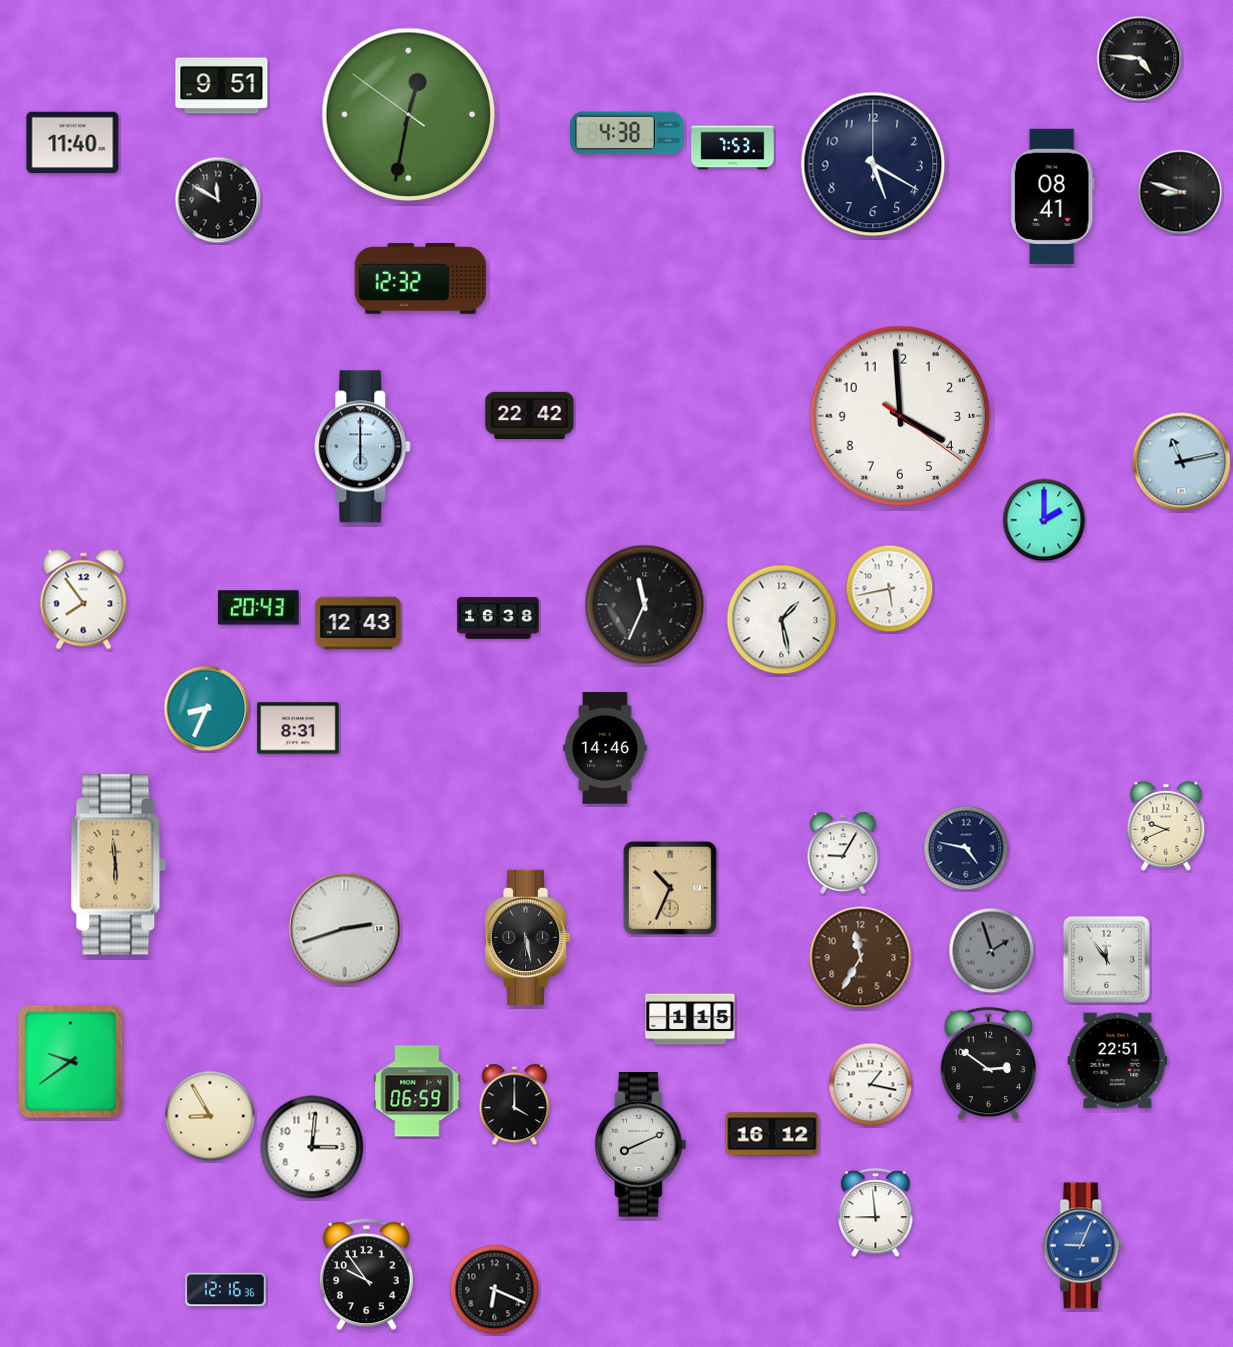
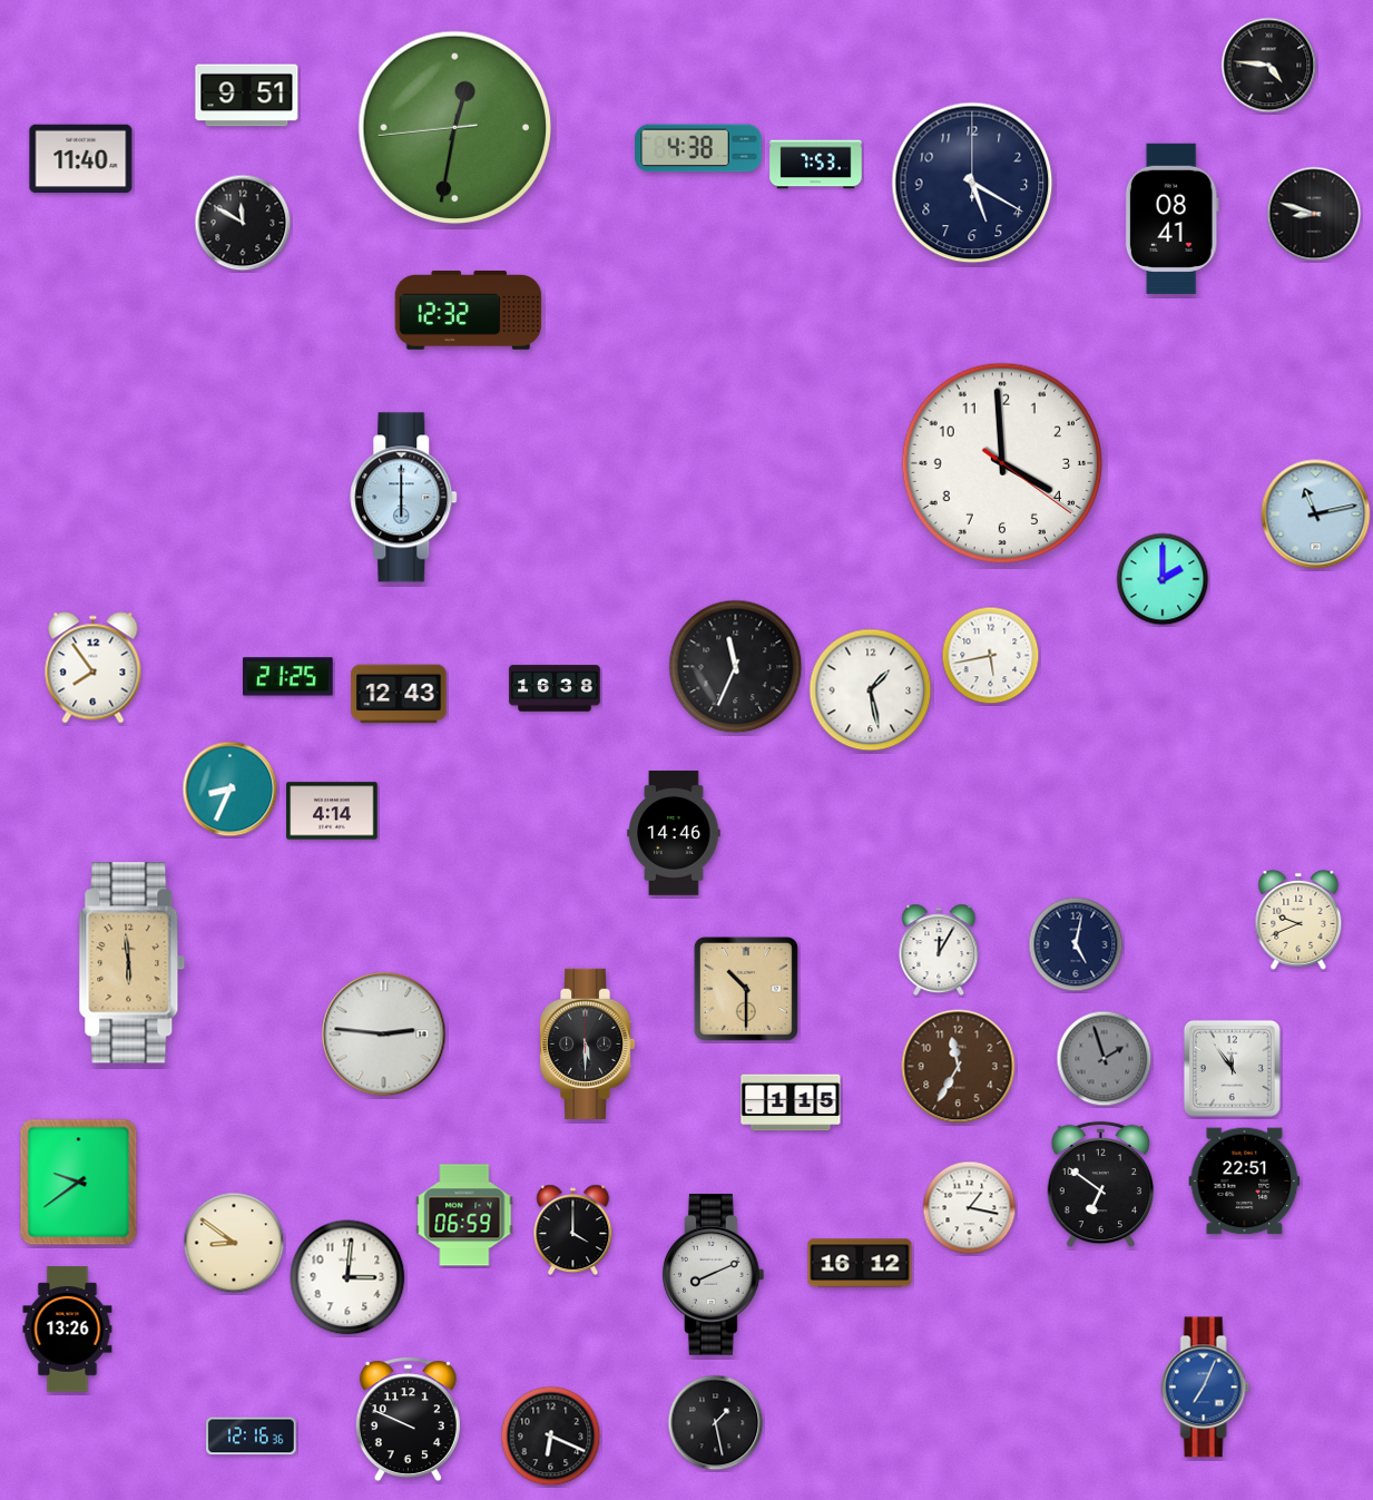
clock at (409, 115): 12:31:51 -> 12:31:44
clock at (530, 415): 22:42 -> none
clock at (645, 605) position: (645, 605) -> (736, 667)
clock at (259, 608): 20:43 -> 21:25
clock at (298, 728): 8:31 -> 4:14
clock at (966, 848): 4:47 -> 5:02
clock at (843, 853): 9:05 -> 12:05
clock at (670, 888): 10:34 -> 10:30
clock at (345, 929): 2:42 -> 2:46
clock at (527, 937): 5:28 -> 5:30
clock at (690, 1019) position: (690, 1019) -> (791, 1102)
clock at (989, 1064): 2:51 -> 6:51
clock at (210, 1116): 8:55 -> 8:51
clock at (68, 1330): none -> 13:26
clock at (876, 1213): 8:59 -> none
clock at (1083, 1246): 9:04 -> 7:04
clock at (366, 1275): 9:54 -> 9:49
clock at (716, 1423): none -> 1:28
